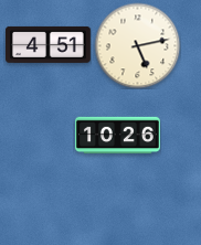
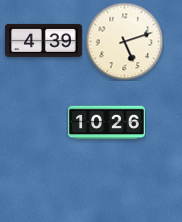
clock at (49, 44): 4:51 -> 4:39
clock at (137, 45): 5:13 -> 5:12
